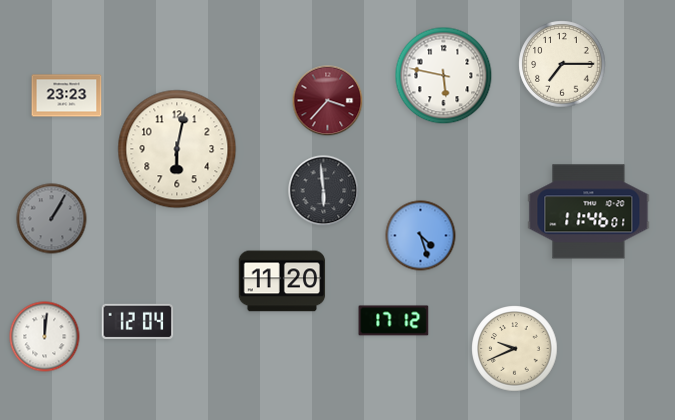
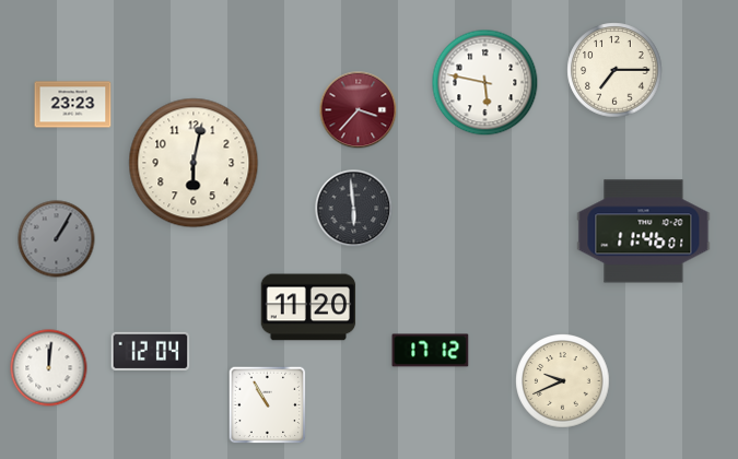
clock at (421, 236): 4:27 -> none
clock at (268, 405): none -> 10:55
